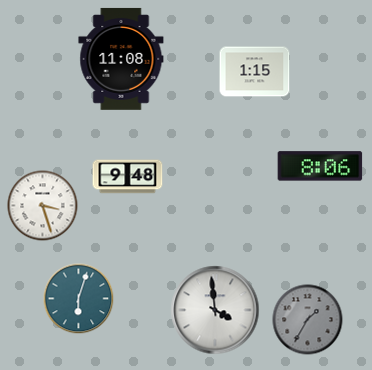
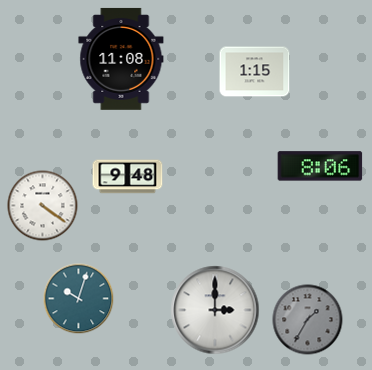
clock at (43, 206): 3:27 -> 4:21
clock at (79, 299): 6:03 -> 10:03
clock at (215, 310): 3:59 -> 3:00
